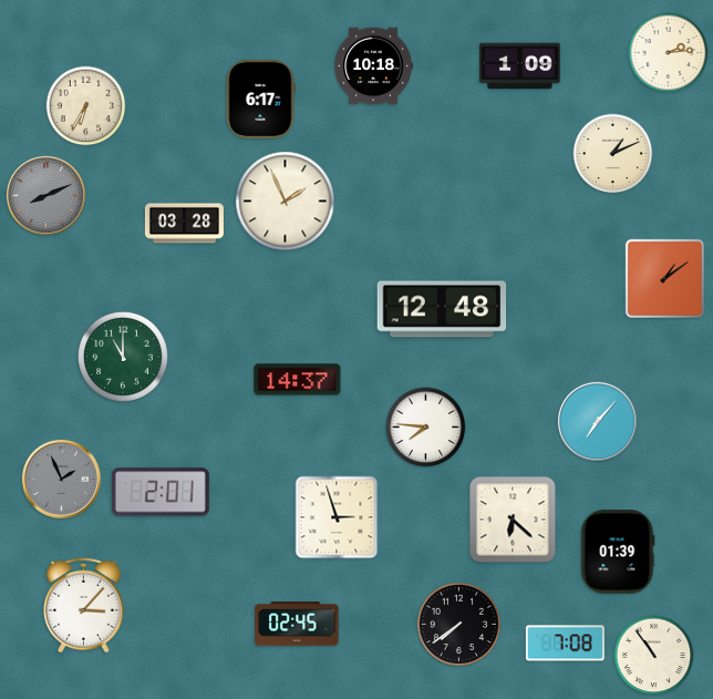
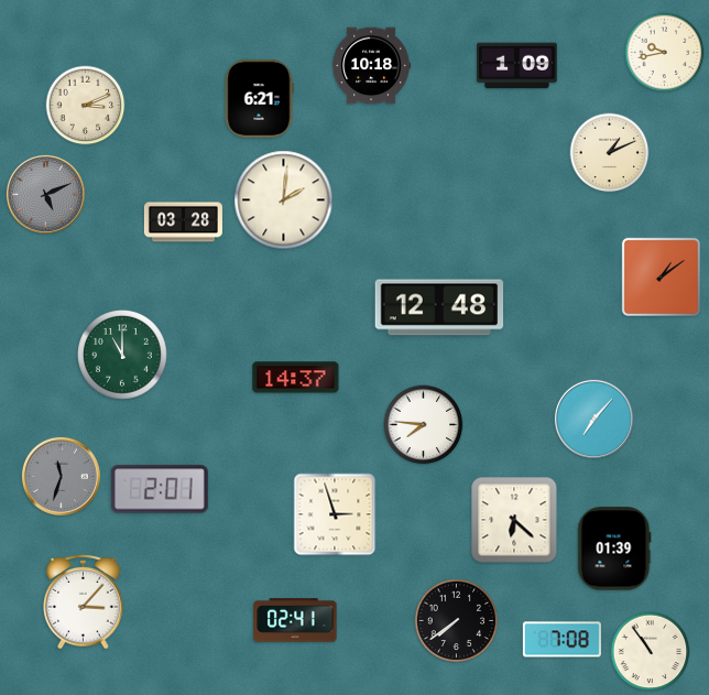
clock at (669, 53): 2:14 -> 9:43
clock at (260, 99): 6:17 -> 6:21
clock at (86, 106): 6:35 -> 3:11
clock at (45, 195): 8:11 -> 5:11
clock at (286, 202): 1:56 -> 2:01
clock at (61, 479): 1:56 -> 11:33
clock at (513, 520) position: (513, 520) -> (514, 520)
clock at (297, 624): 02:45 -> 02:41
